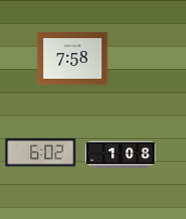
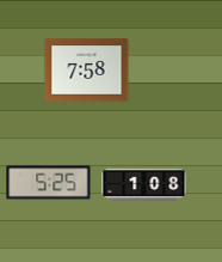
clock at (41, 153): 6:02 -> 5:25
